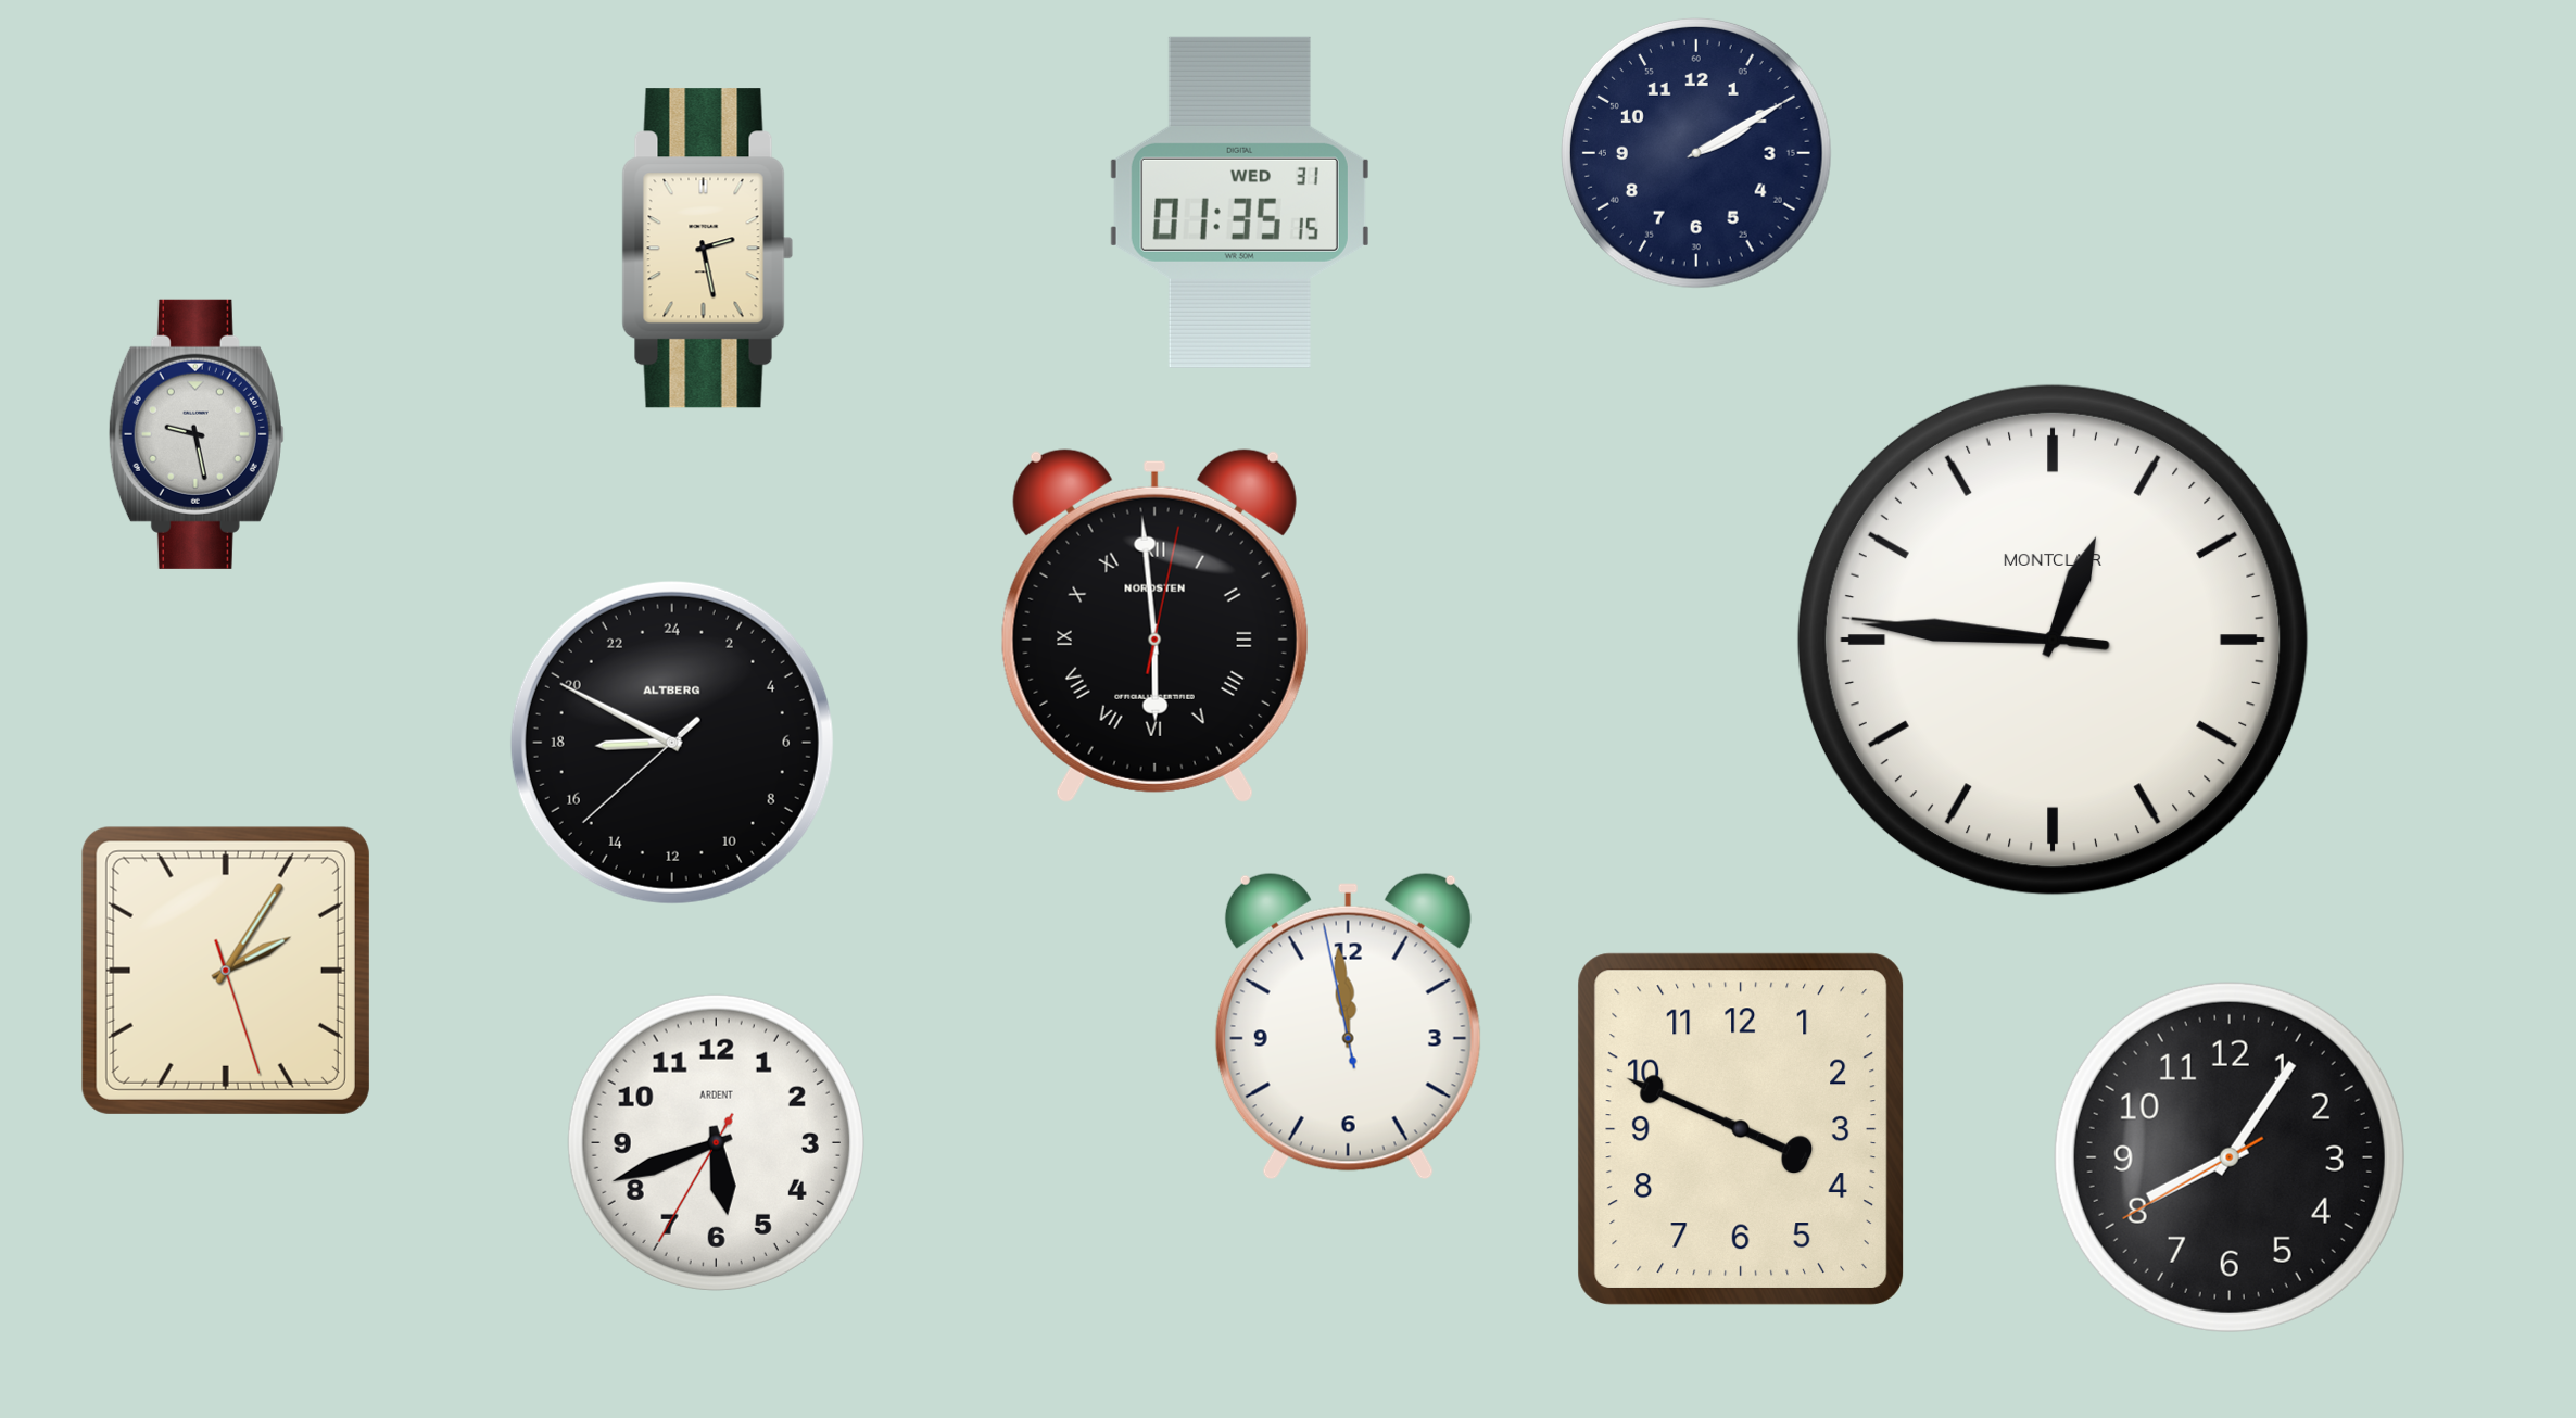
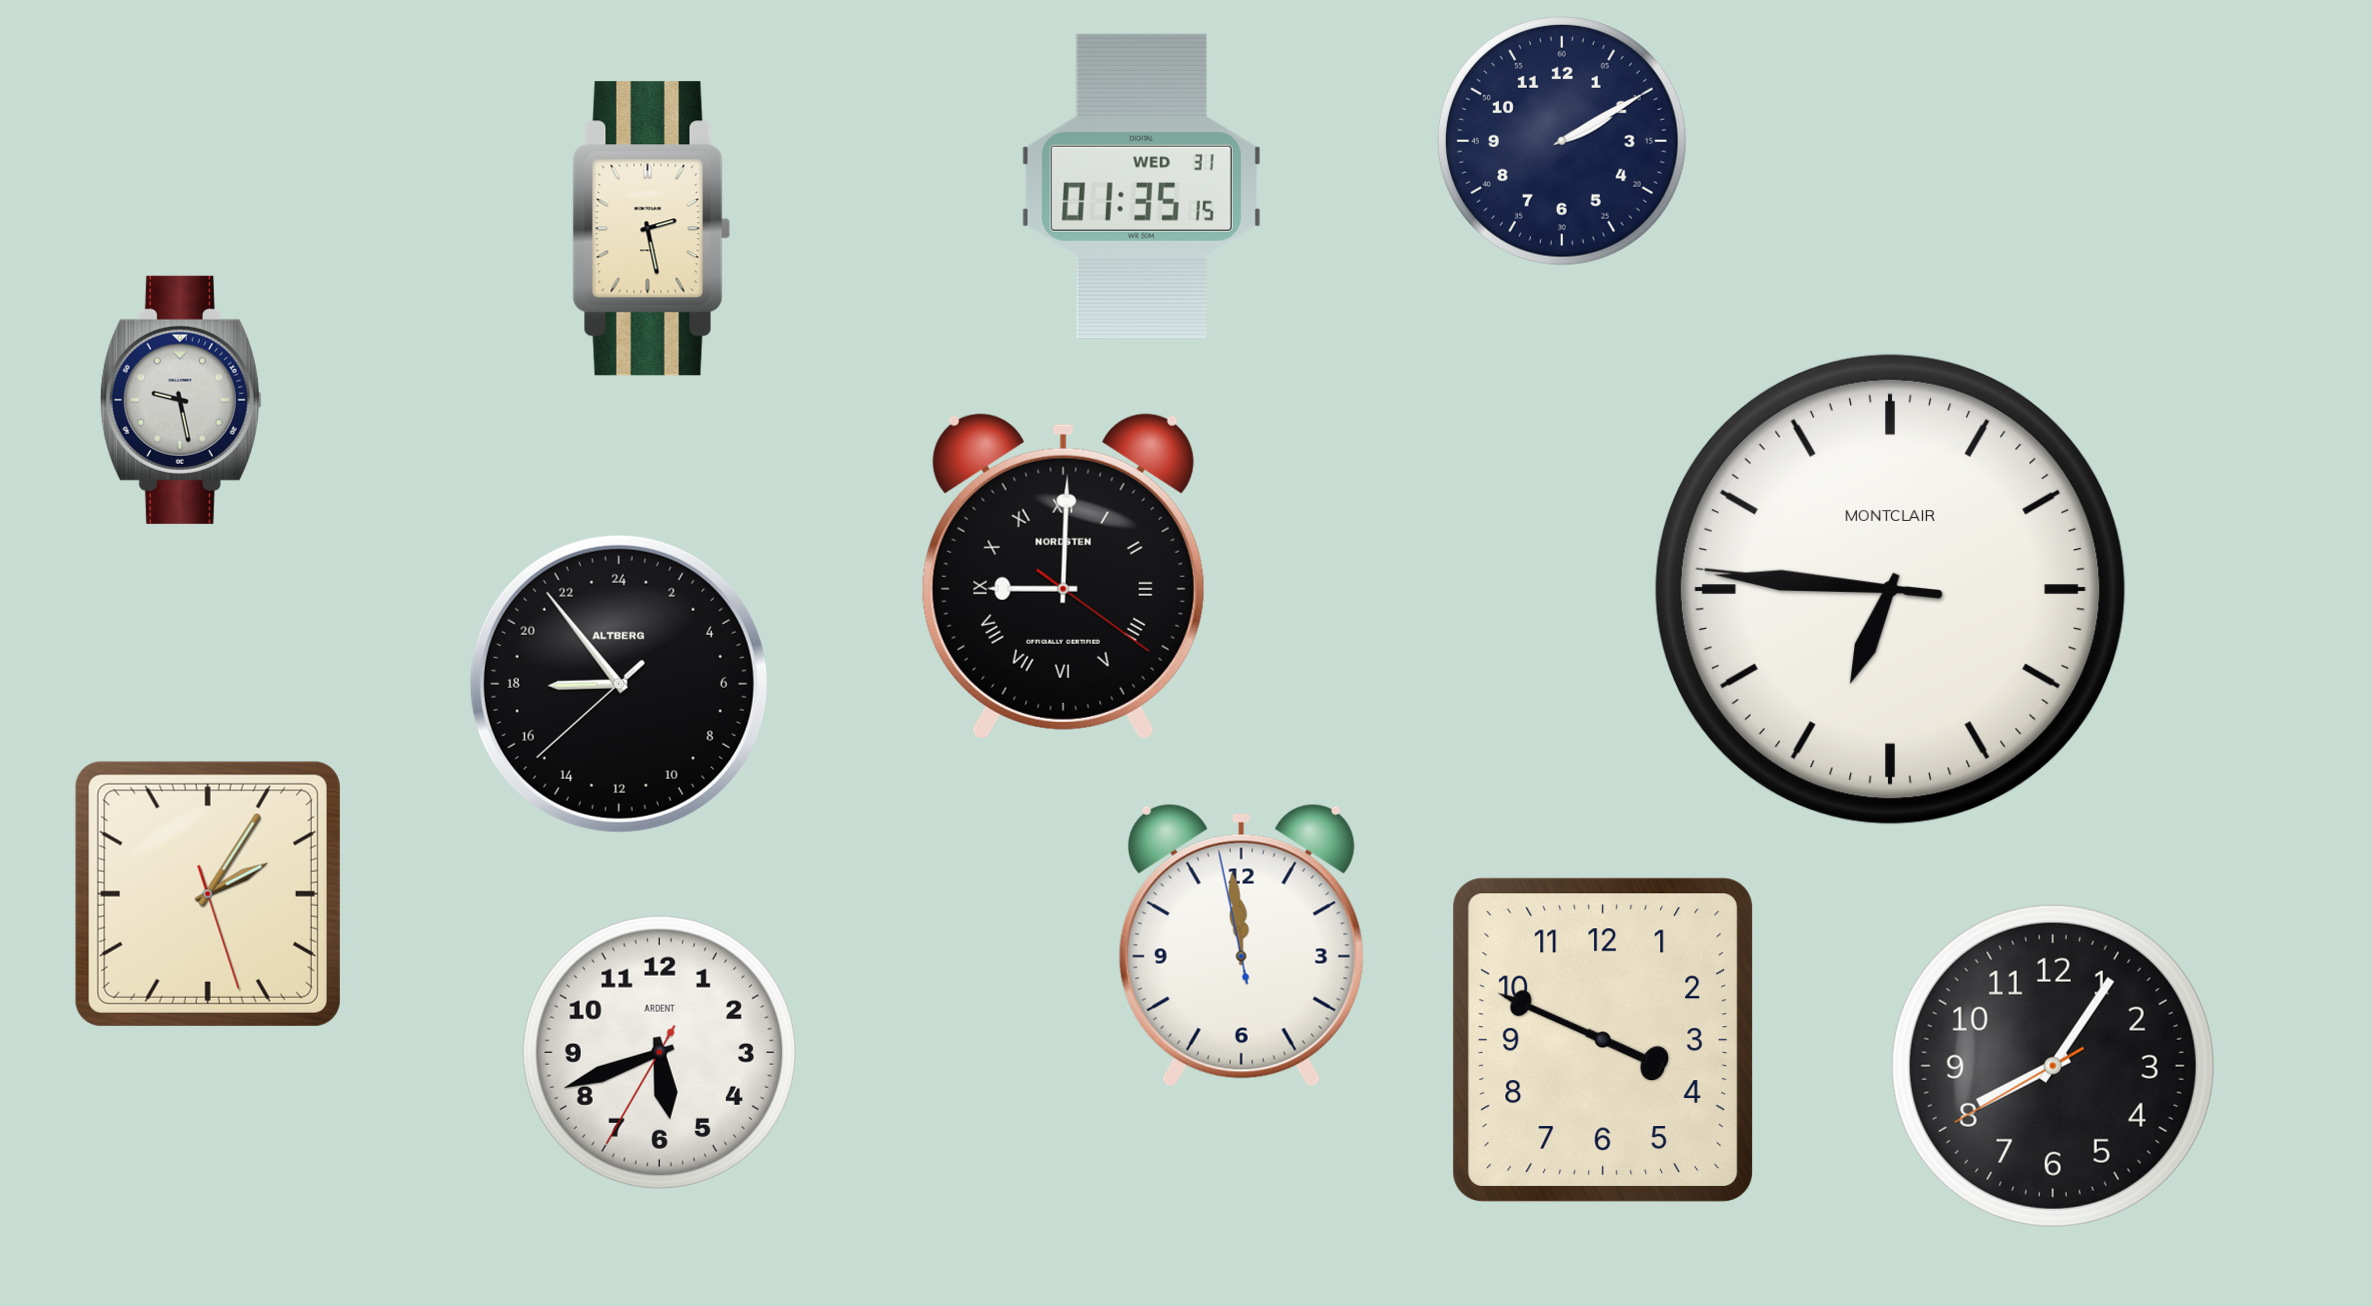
clock at (1154, 625): 5:59 -> 9:00
clock at (2053, 640): 12:45 -> 6:45
clock at (672, 743): 17:49 -> 17:53
